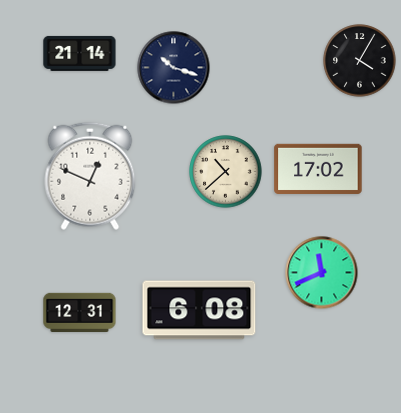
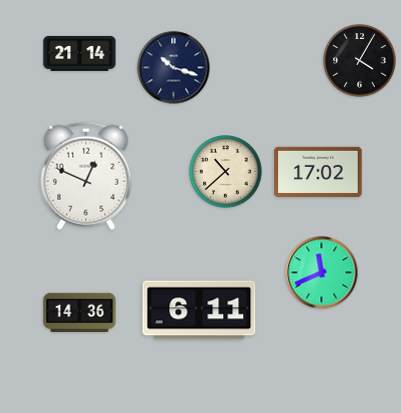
clock at (318, 169) position: (318, 169) -> (318, 172)
clock at (90, 176) position: (90, 176) -> (86, 176)
clock at (199, 310): 6:08 -> 6:11
clock at (80, 312): 12:31 -> 14:36
